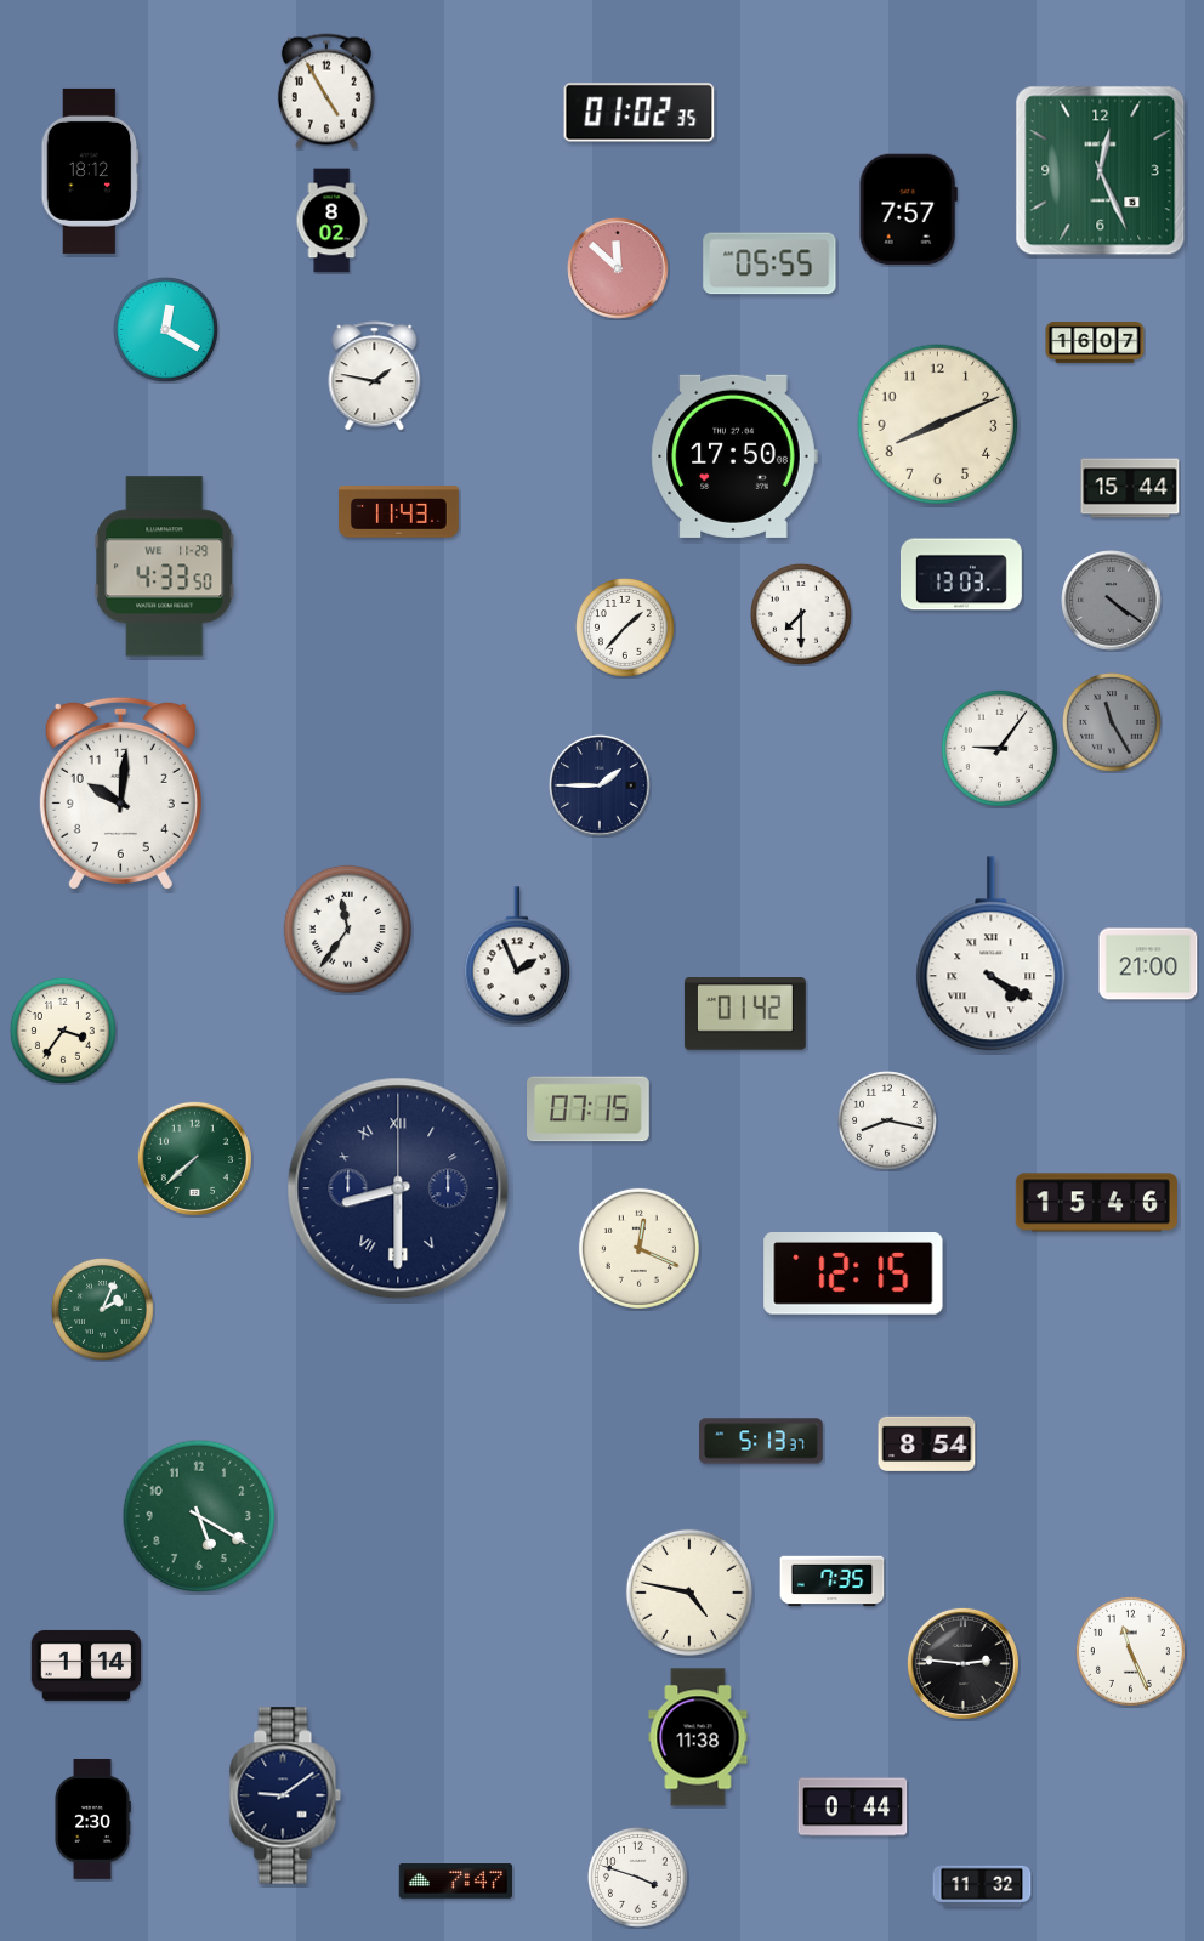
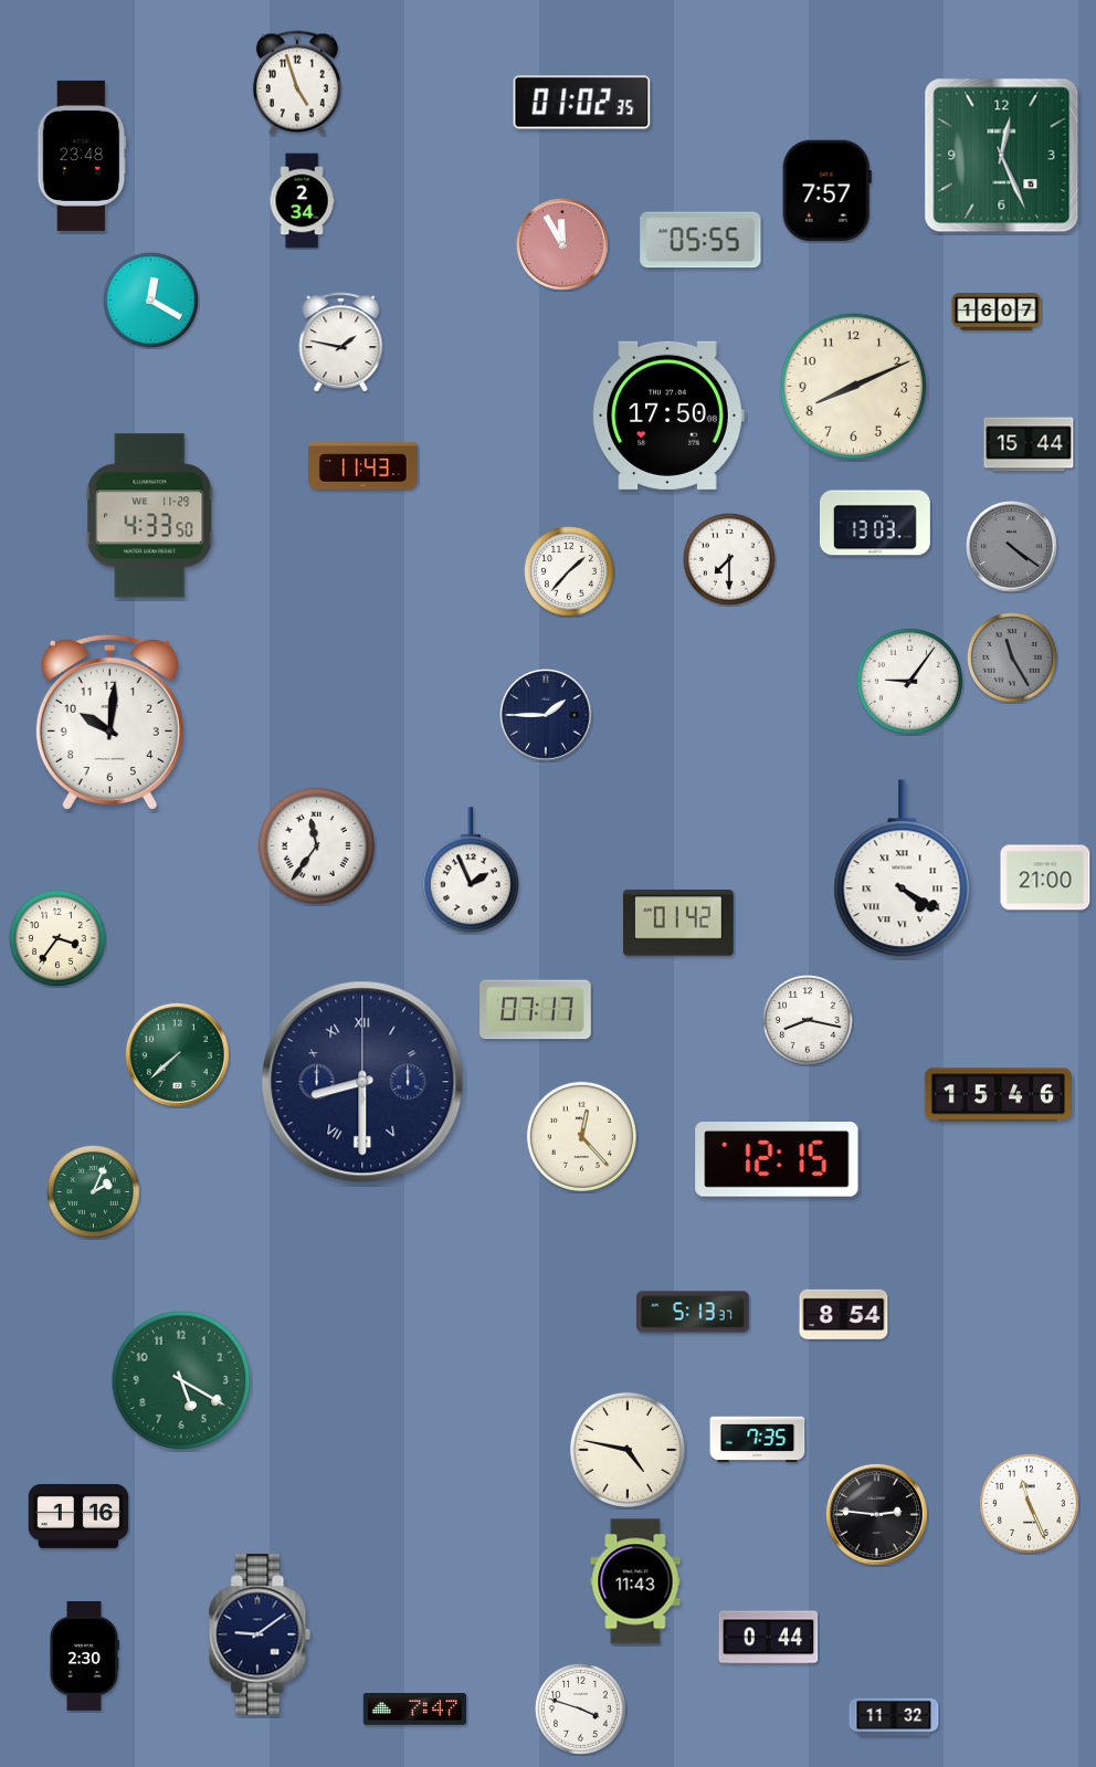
clock at (326, 91): 4:55 -> 4:57
clock at (90, 171): 18:12 -> 23:48
clock at (331, 221): 8:02 -> 2:34
clock at (618, 268): 11:52 -> 11:55
clock at (589, 1109): 07:15 -> 07:17
clock at (638, 1248): 12:19 -> 12:23
clock at (86, 1665): 1:14 -> 1:16
clock at (698, 1737): 11:38 -> 11:43
clock at (853, 1807) position: (853, 1807) -> (769, 1638)
clock at (455, 1882) position: (455, 1882) -> (414, 1710)
